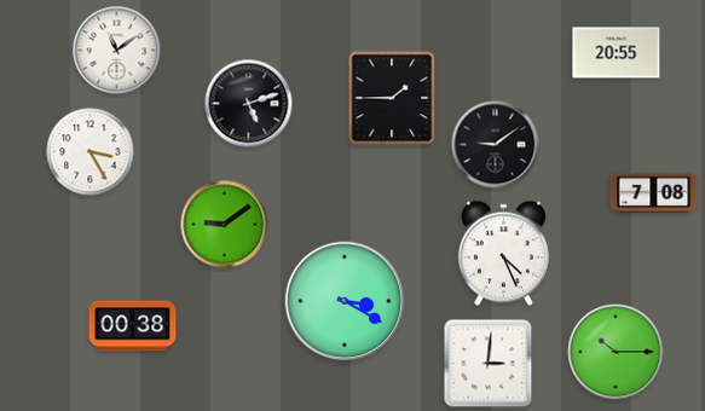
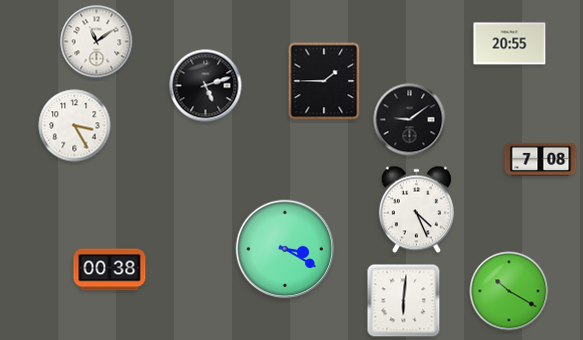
clock at (225, 225): 9:09 -> none
clock at (616, 352): 10:15 -> 10:20
clock at (489, 364): 3:01 -> 6:01
